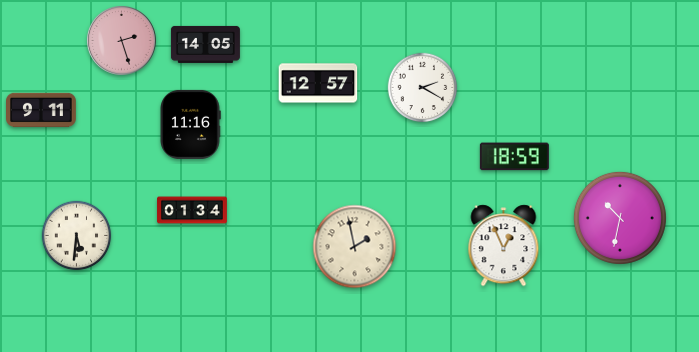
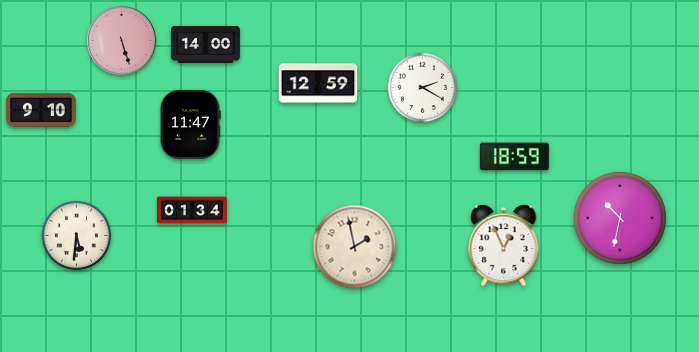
clock at (122, 41): 2:27 -> 5:27
clock at (205, 44): 14:05 -> 14:00
clock at (318, 83): 12:57 -> 12:59
clock at (41, 110): 9:11 -> 9:10
clock at (190, 124): 11:16 -> 11:47
